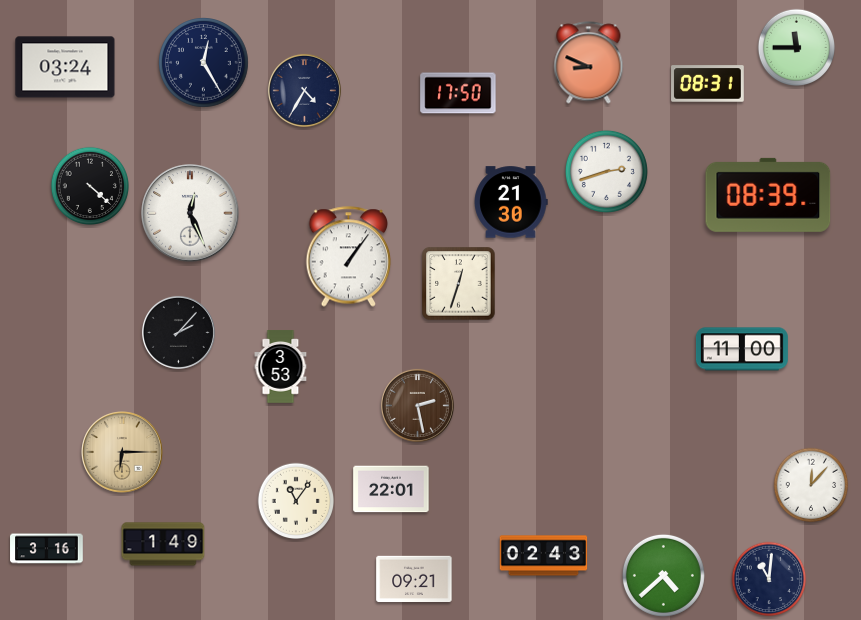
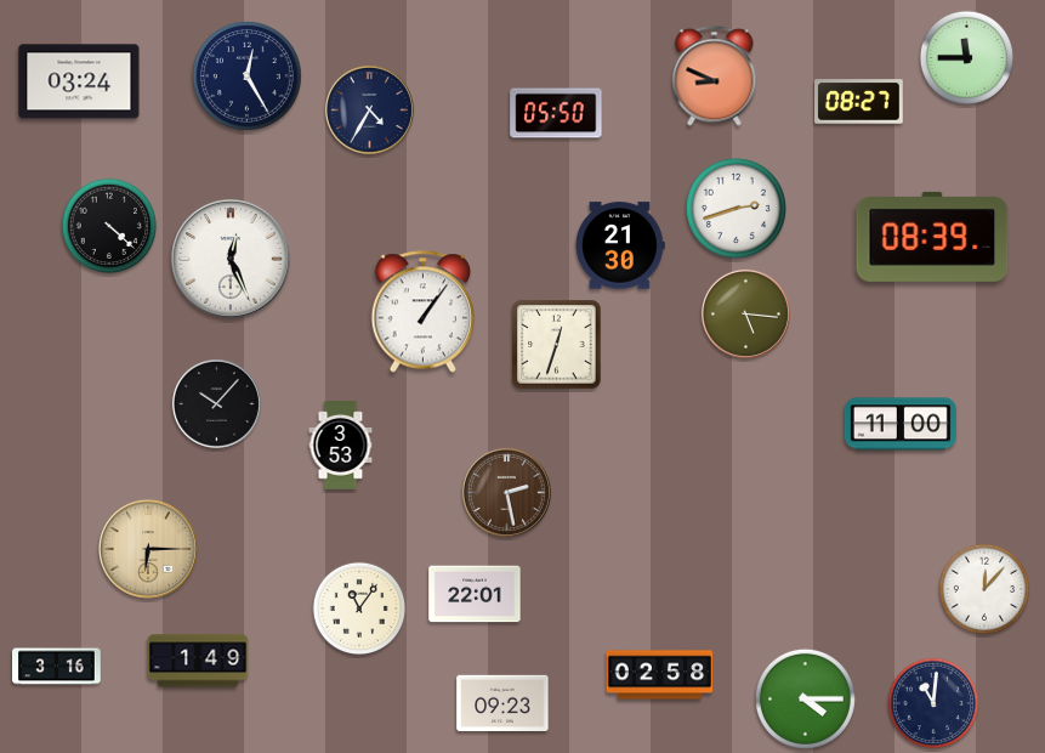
clock at (708, 84): 08:31 -> 08:27
clock at (458, 93): 17:50 -> 05:50
clock at (745, 313): none -> 5:16
clock at (178, 332): 2:07 -> 10:07
clock at (544, 556): 02:43 -> 02:58
clock at (663, 575): 4:38 -> 4:15
clock at (414, 578): 09:21 -> 09:23
